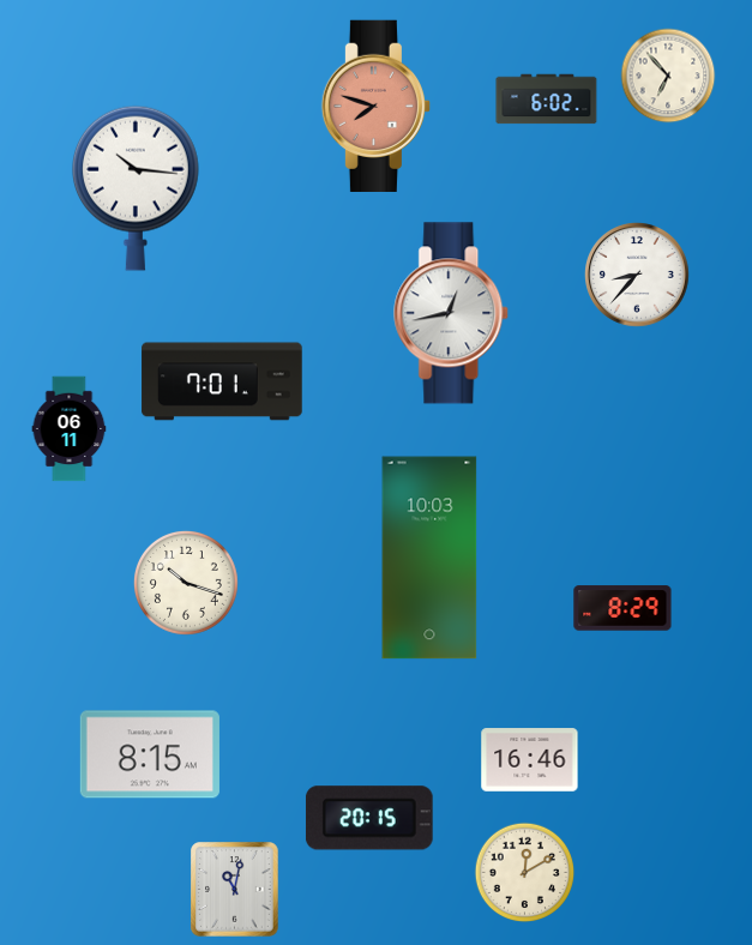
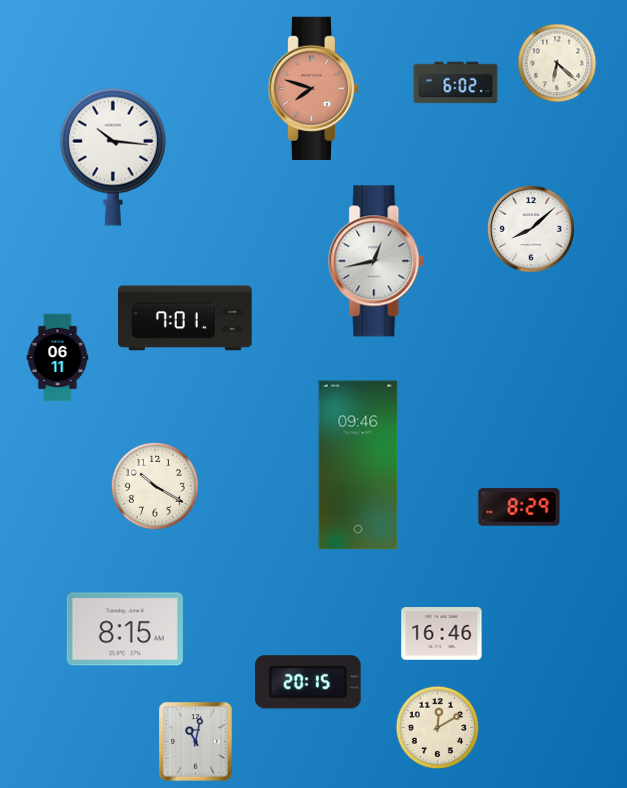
clock at (668, 76): 6:53 -> 6:22
clock at (638, 276): 8:37 -> 8:08
clock at (429, 558): 10:03 -> 09:46
clock at (186, 583): 10:18 -> 10:20
